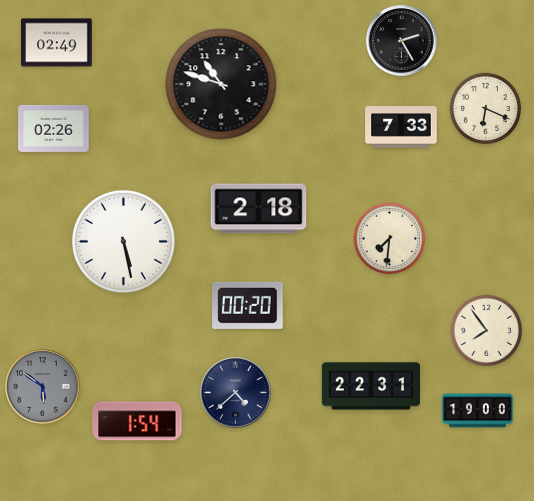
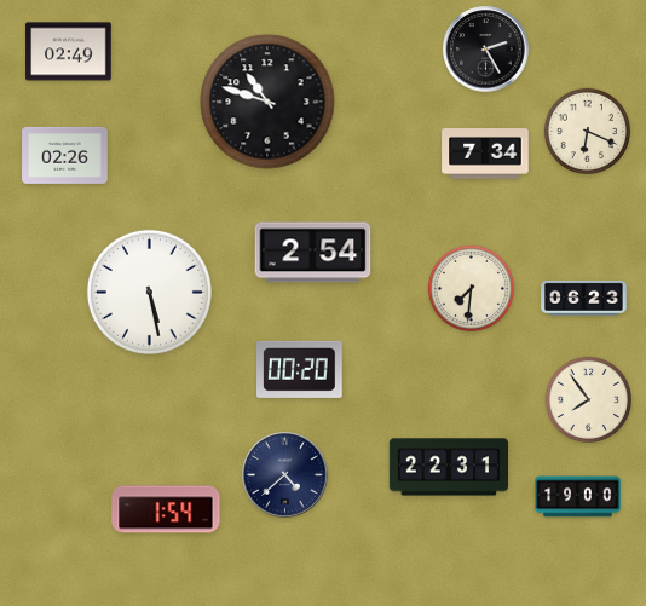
clock at (401, 127): 7:33 -> 7:34
clock at (259, 209): 2:18 -> 2:54
clock at (584, 298): none -> 06:23
clock at (43, 387): 5:51 -> none
